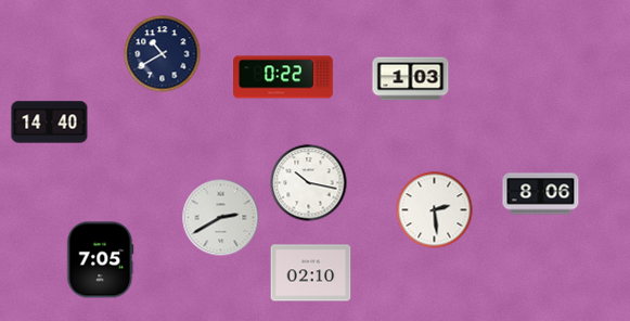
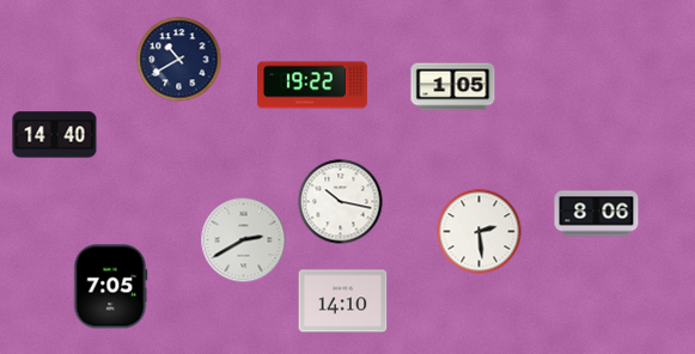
clock at (284, 77): 0:22 -> 19:22
clock at (411, 79): 1:03 -> 1:05
clock at (311, 273): 02:10 -> 14:10
